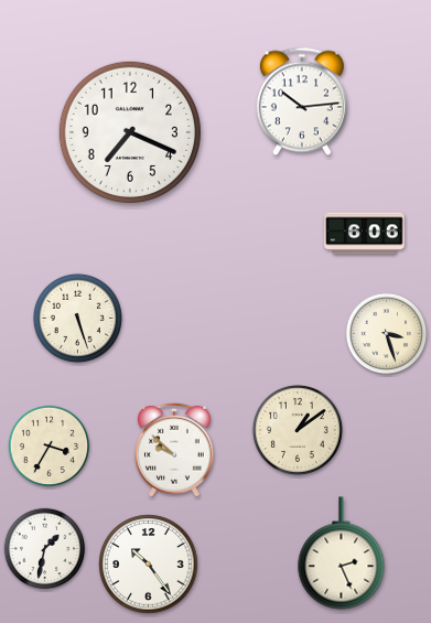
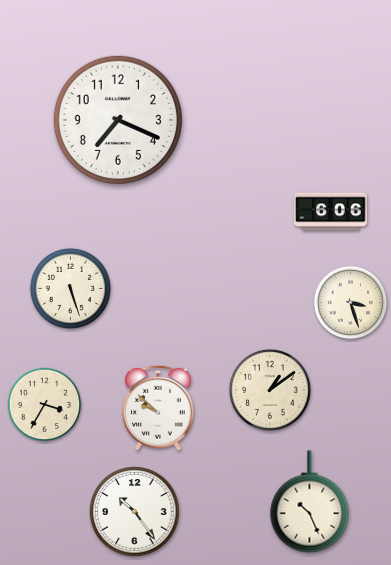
clock at (302, 101): 10:14 -> none
clock at (45, 549): 1:32 -> none
clock at (342, 554): 2:26 -> 10:26
